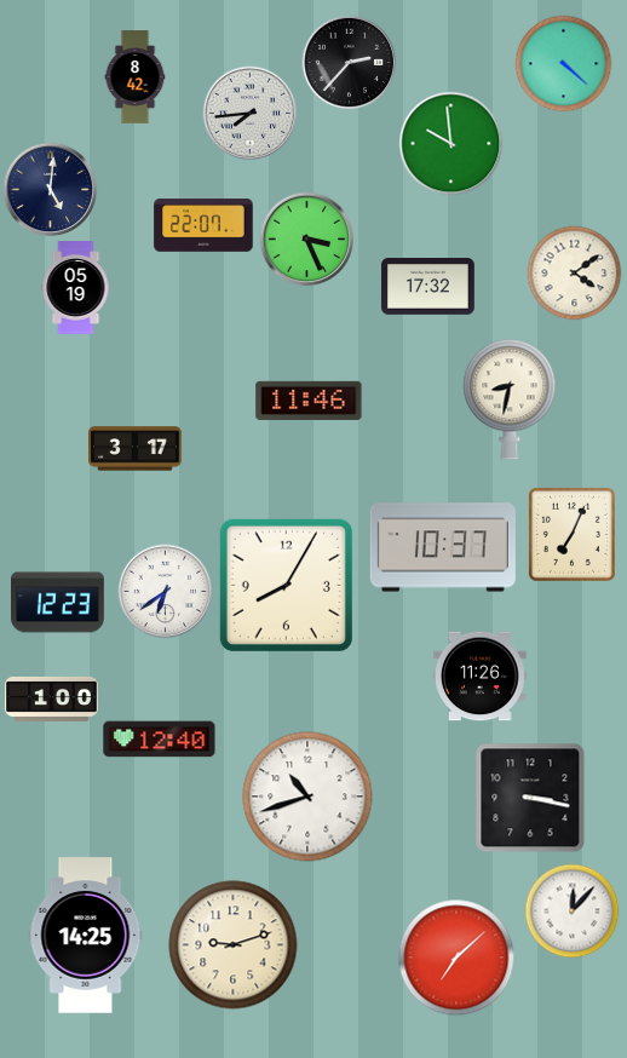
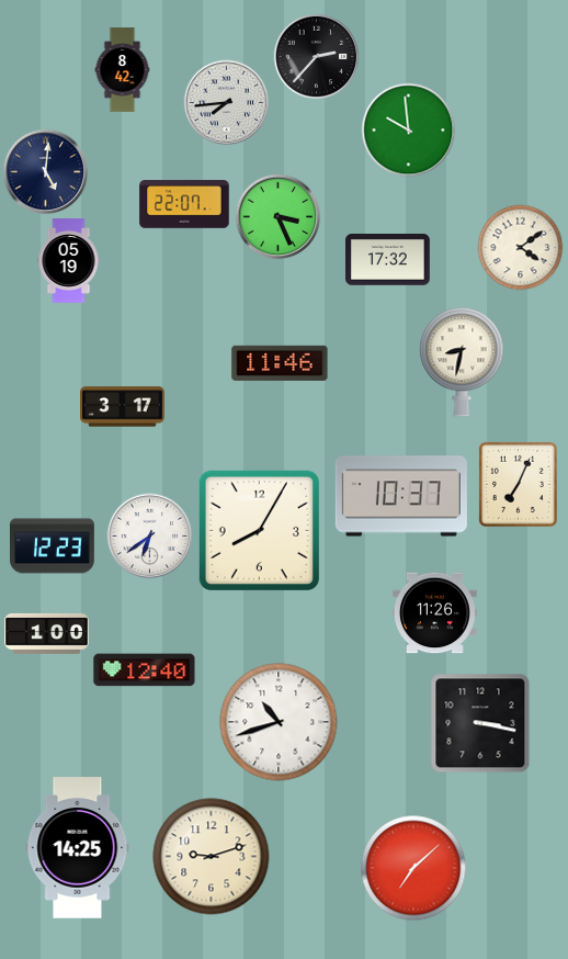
clock at (563, 63): 4:22 -> none
clock at (571, 910): 12:07 -> none
